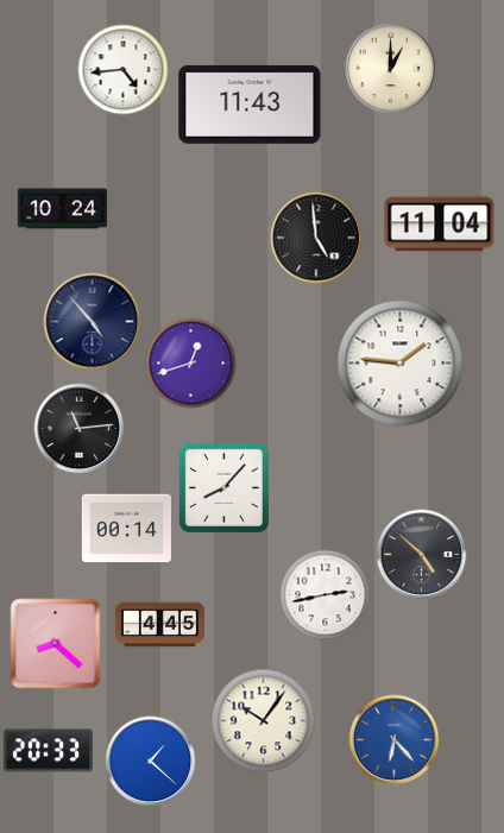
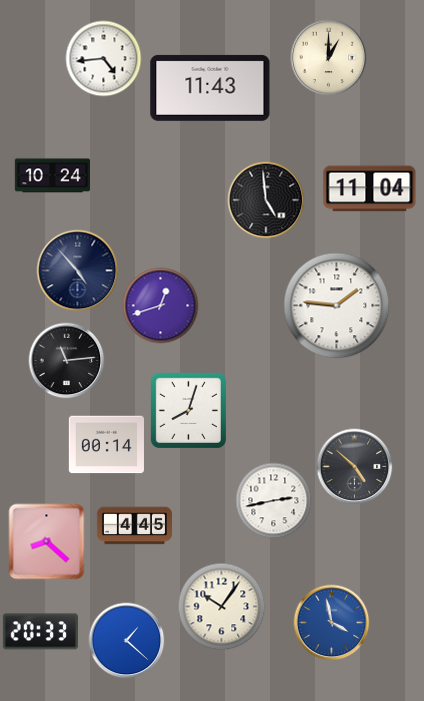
clock at (223, 487): 8:07 -> 8:03
clock at (395, 740): 6:23 -> 3:58
